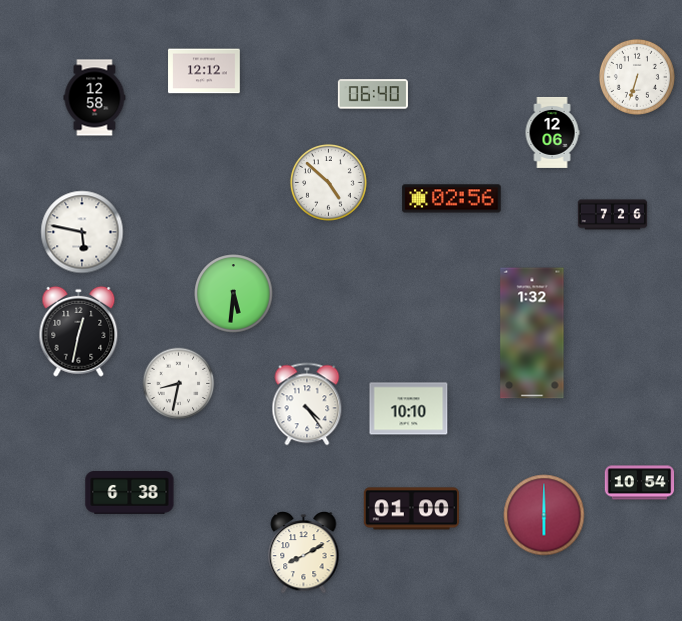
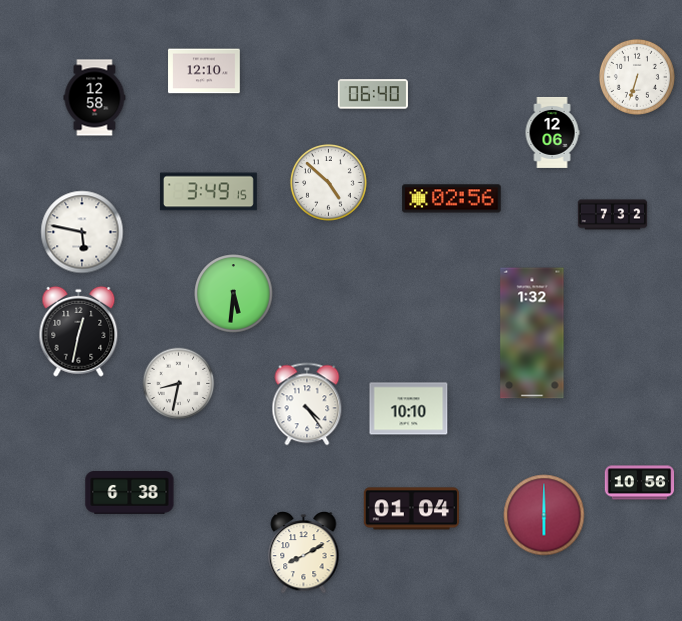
clock at (204, 71): 12:12 -> 12:10
clock at (208, 192): none -> 3:49
clock at (613, 215): 7:26 -> 7:32
clock at (640, 483): 10:54 -> 10:56
clock at (411, 509): 01:00 -> 01:04
